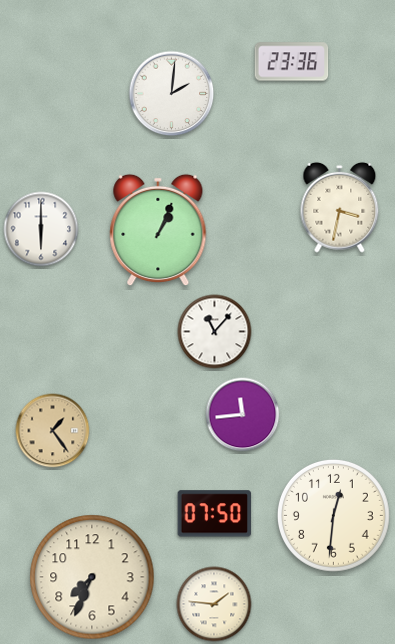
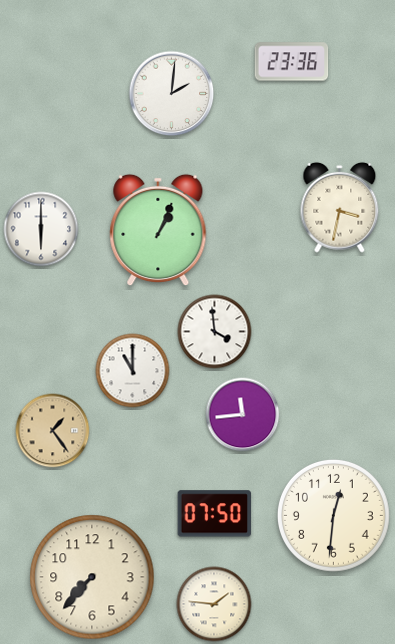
clock at (215, 332): 11:07 -> 3:59
clock at (133, 371): none -> 11:00
clock at (92, 577): 7:34 -> 7:37
